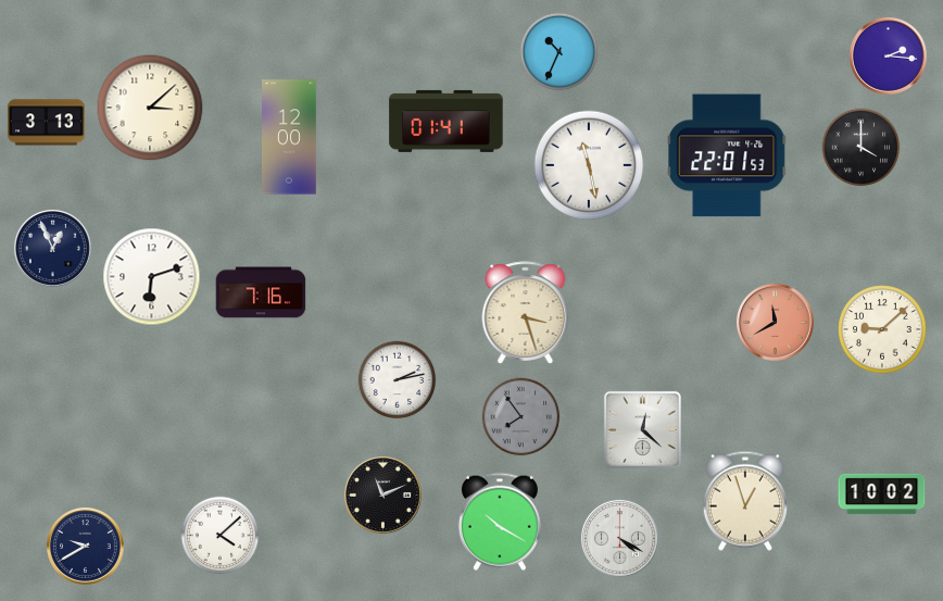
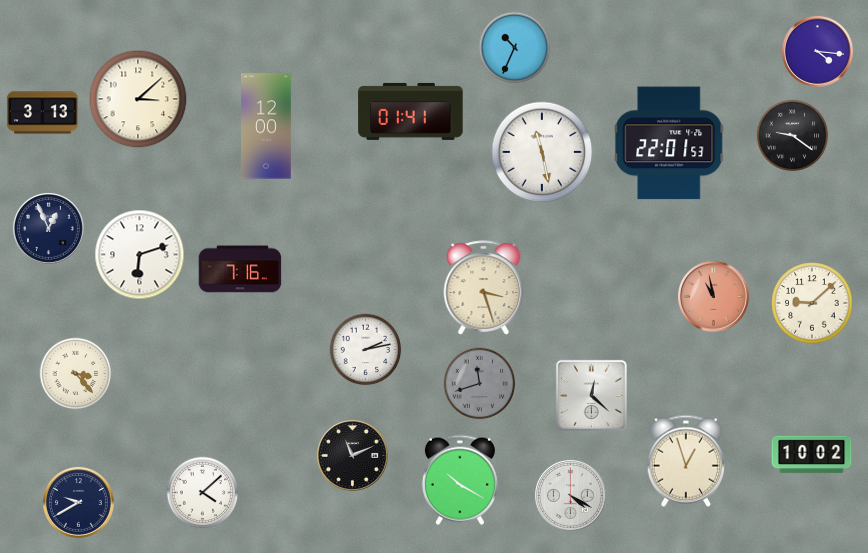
clock at (888, 55): 2:16 -> 4:16
clock at (862, 148): 4:00 -> 9:21
clock at (775, 322): 11:40 -> 10:58
clock at (76, 374): none -> 3:23
clock at (521, 417): 7:54 -> 11:42
